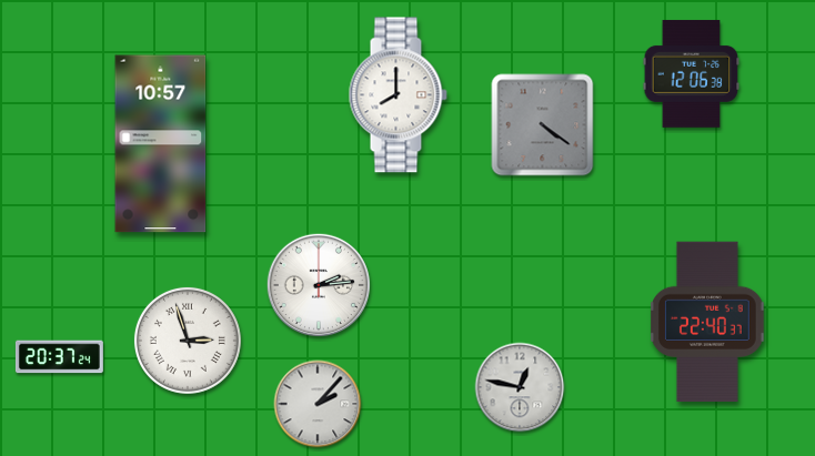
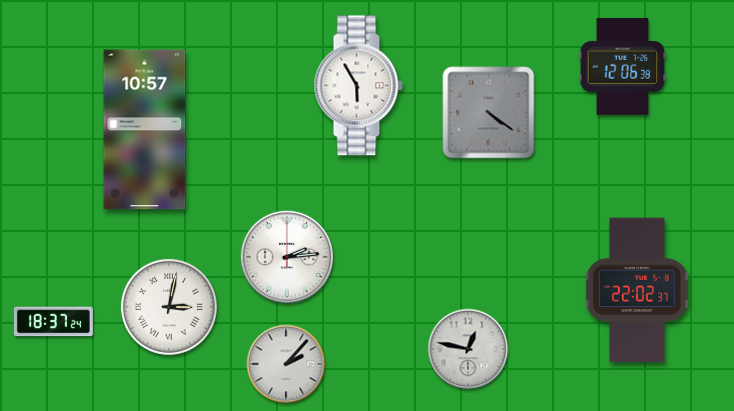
clock at (398, 95): 8:00 -> 5:55
clock at (708, 322): 22:40 -> 22:02
clock at (188, 341): 2:57 -> 3:02
clock at (59, 357): 20:37 -> 18:37
